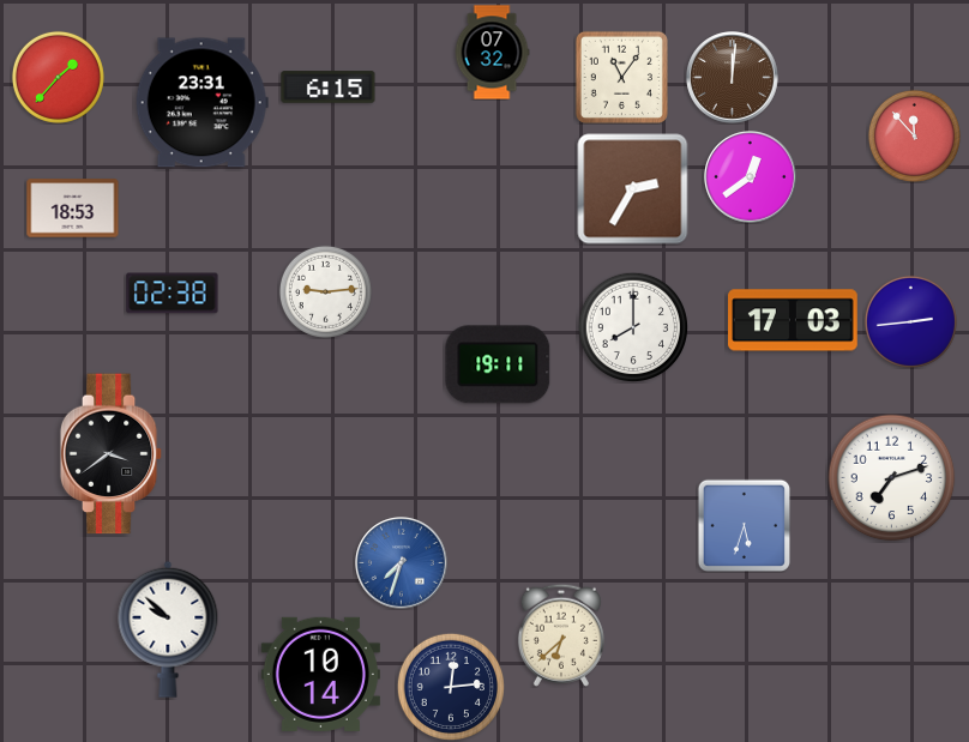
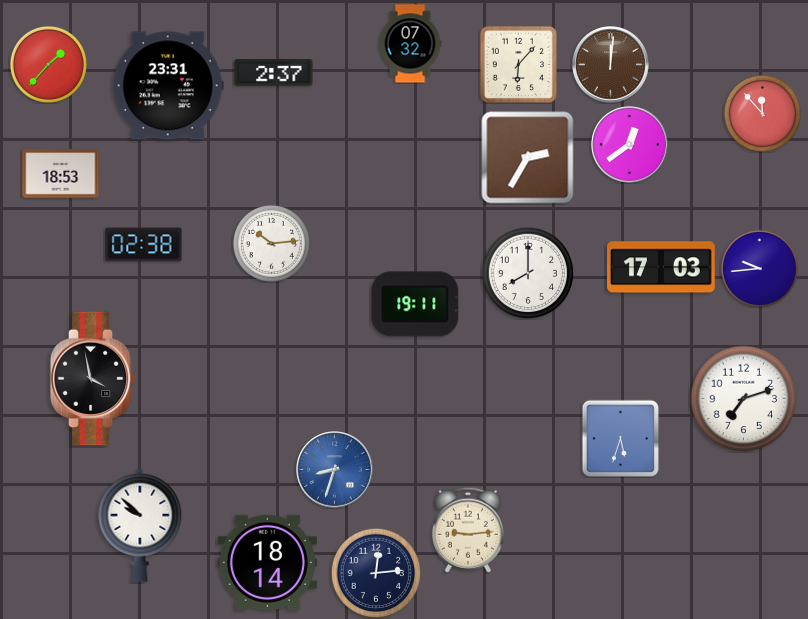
clock at (621, 77): 11:06 -> 6:07
clock at (329, 88): 6:15 -> 2:37
clock at (751, 177) position: (751, 177) -> (630, 145)
clock at (325, 291): 9:14 -> 10:14
clock at (910, 321): 2:44 -> 9:44
clock at (112, 454): 3:39 -> 3:58
clock at (402, 563): 7:33 -> 8:33
clock at (561, 635): 6:38 -> 9:14
clock at (320, 674): 10:14 -> 18:14
